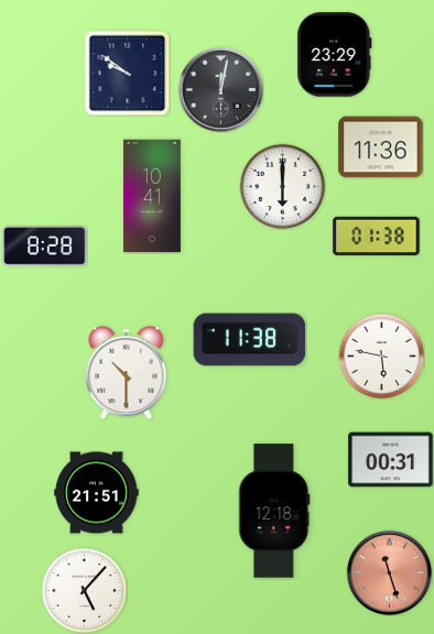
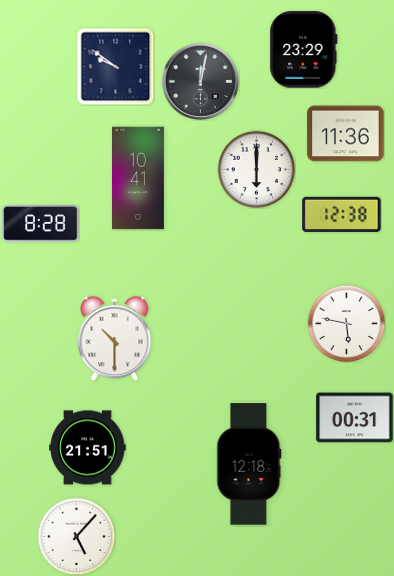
clock at (377, 237): 01:38 -> 12:38
clock at (250, 340): 11:38 -> none
clock at (389, 572): 11:27 -> none
